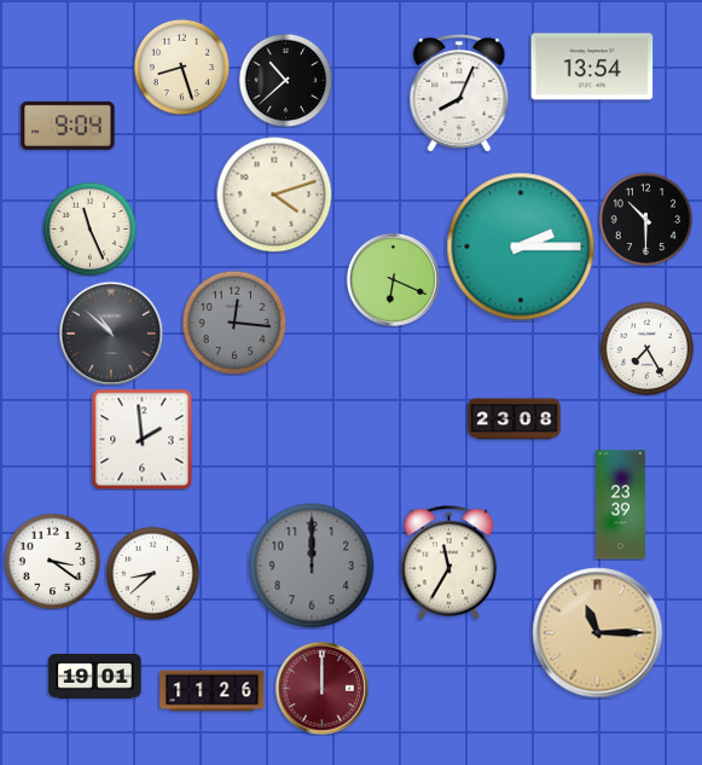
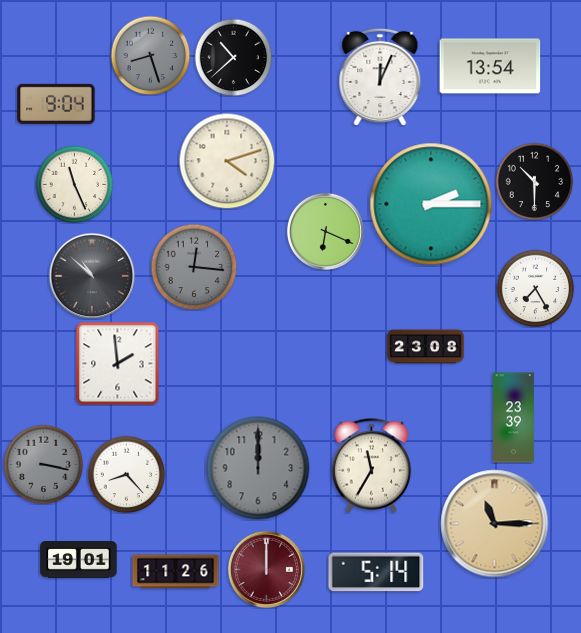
clock at (181, 66) dial: cream -> grey
clock at (592, 66) position: (592, 66) -> (490, 66)
clock at (285, 80) position: (285, 80) -> (233, 57)
clock at (459, 93): 8:04 -> 12:04
clock at (89, 228) position: (89, 228) -> (74, 184)
clock at (52, 561): 3:21 -> 3:17
clock at (52, 561) dial: white -> grey
clock at (152, 573): 8:38 -> 8:23
clock at (376, 572): none -> 5:14
